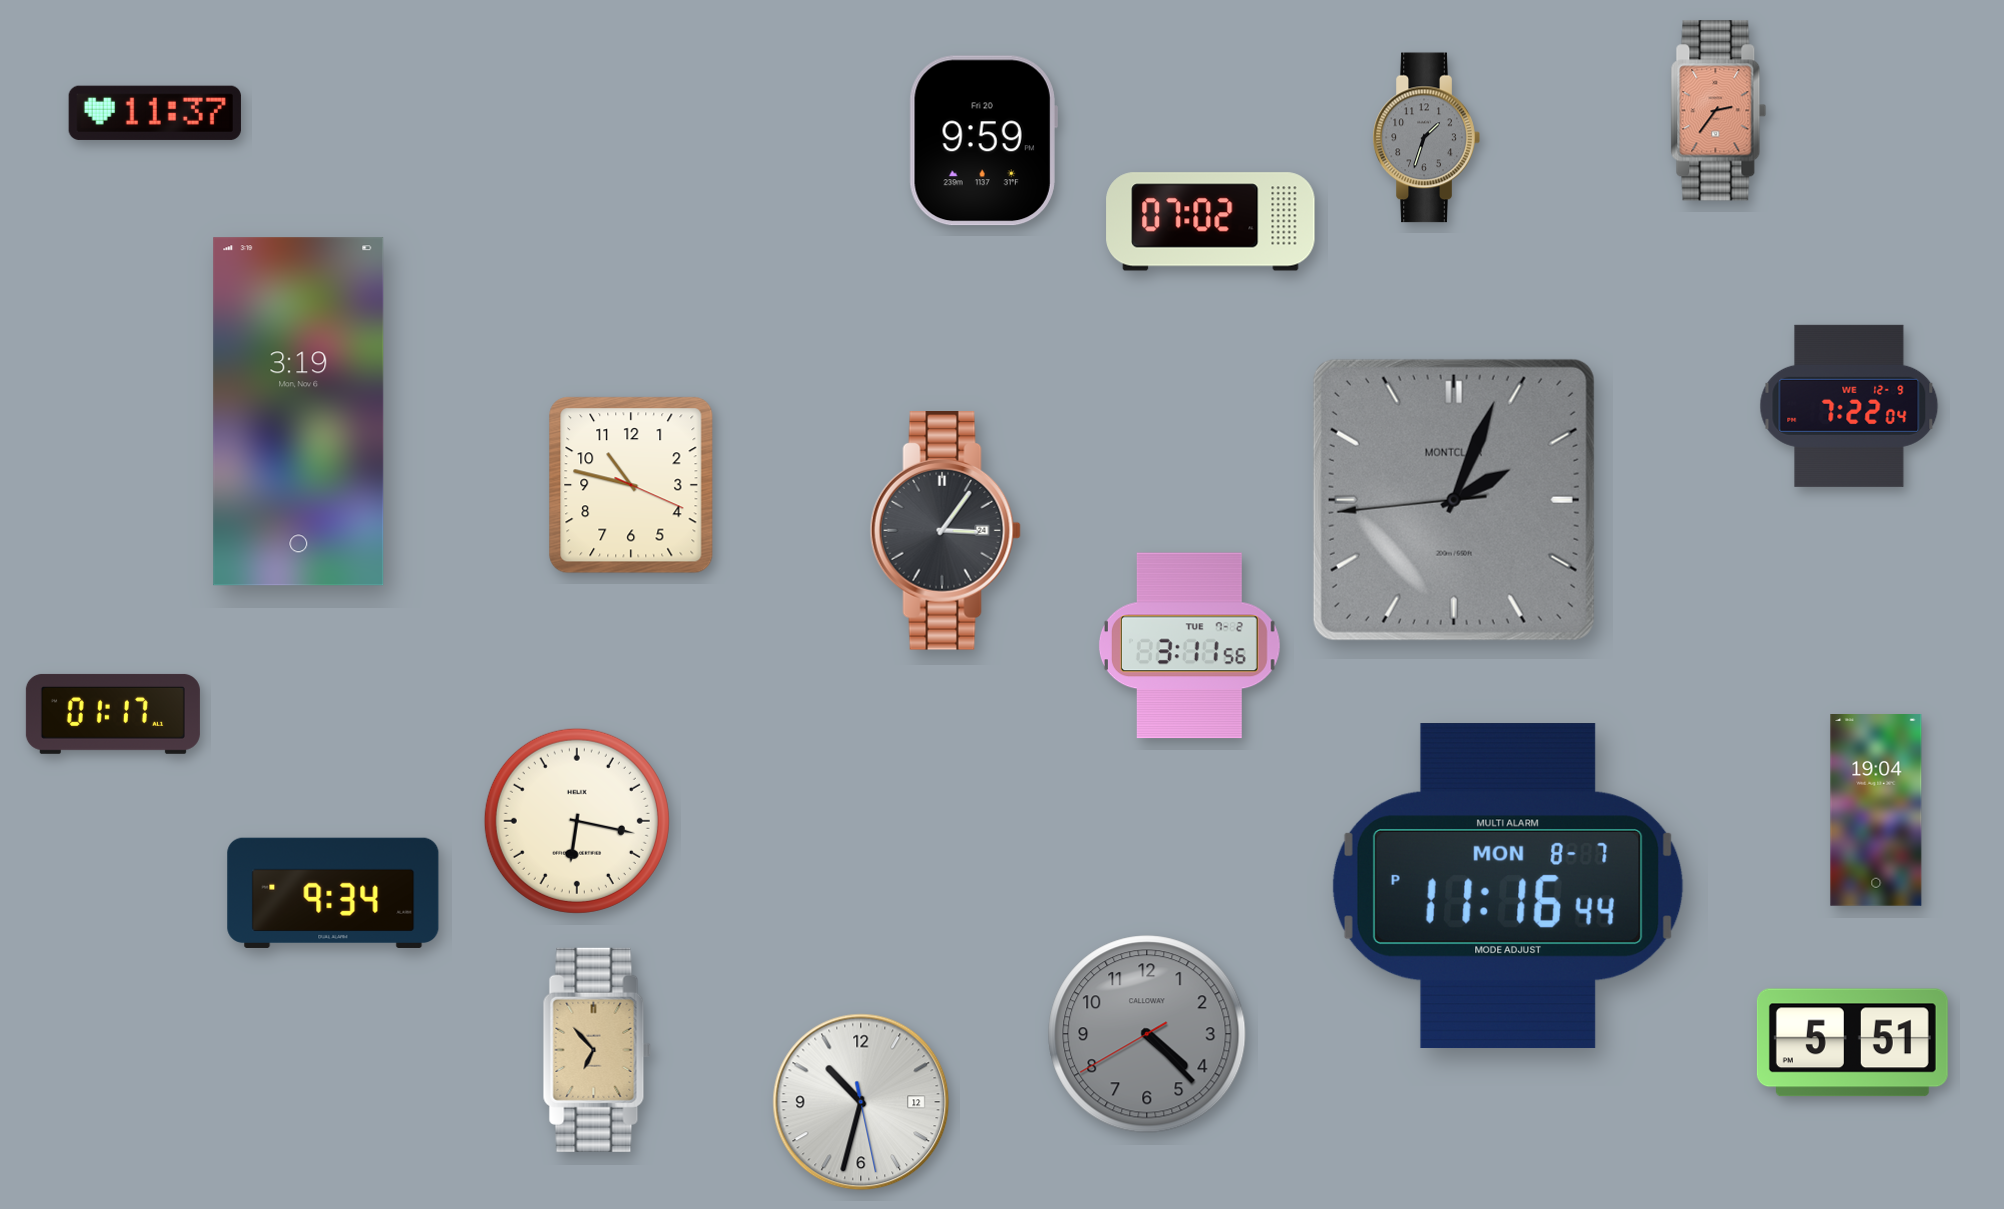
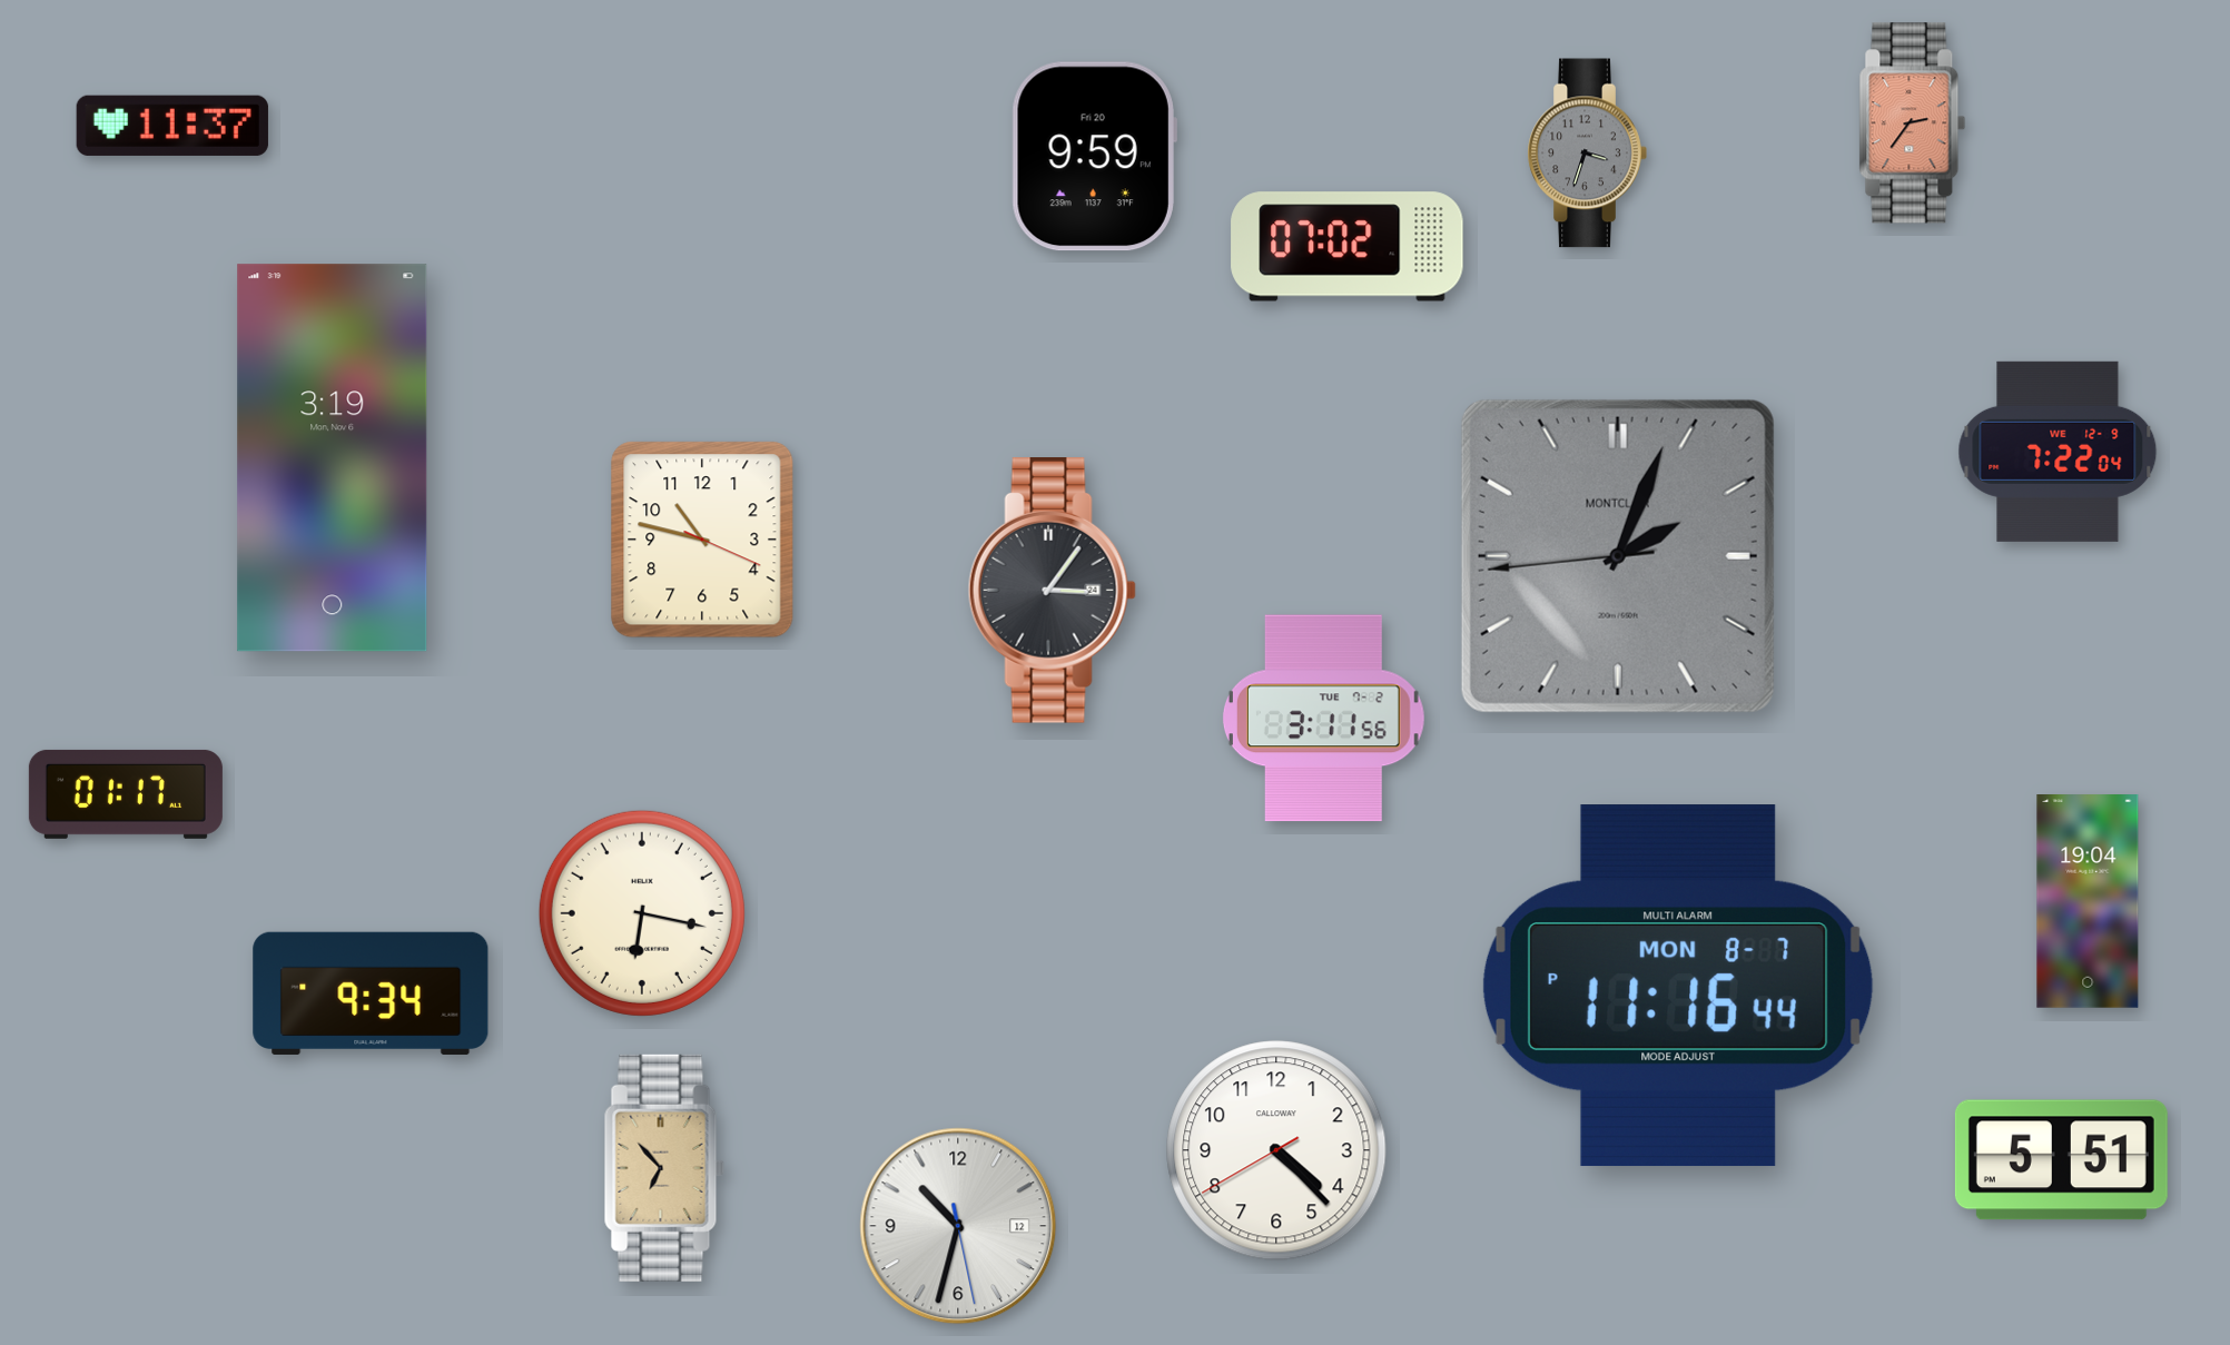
clock at (1426, 138): 1:33 -> 3:33
clock at (1147, 1034) dial: grey -> white
